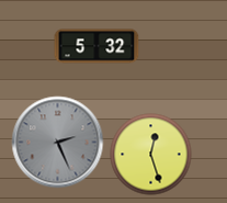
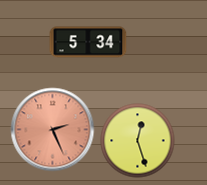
clock at (97, 46): 5:32 -> 5:34
clock at (58, 143) dial: grey -> salmon
